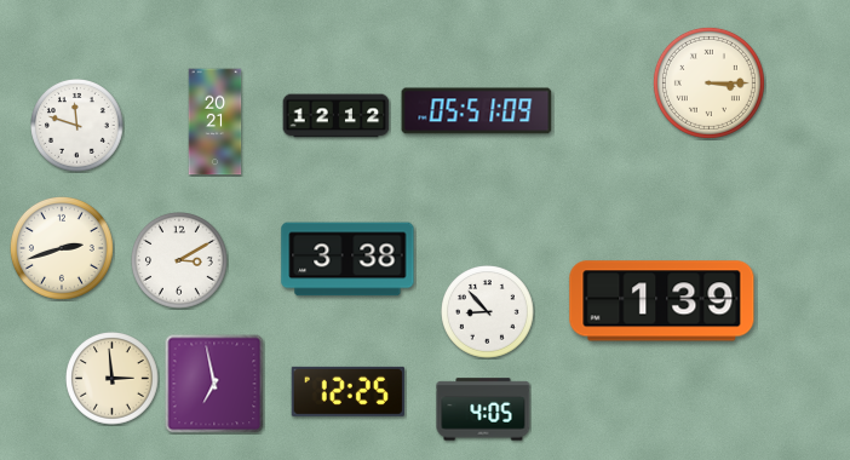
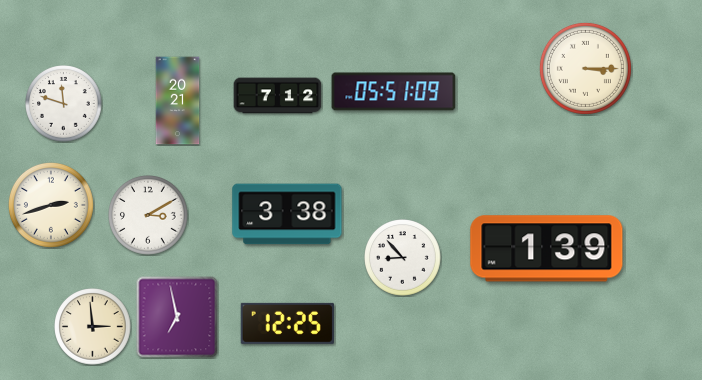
clock at (337, 116): 12:12 -> 7:12
clock at (113, 379) position: (113, 379) -> (93, 327)
clock at (483, 409): 4:05 -> none
